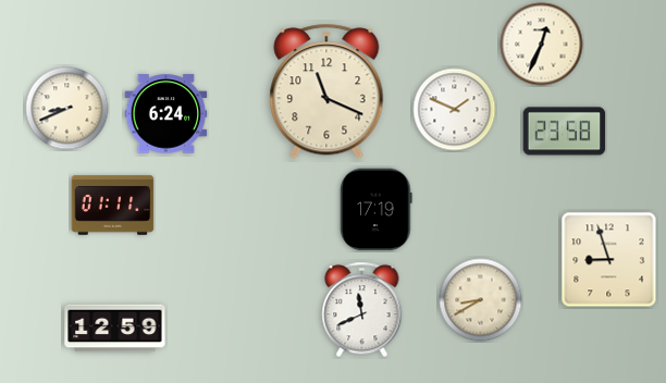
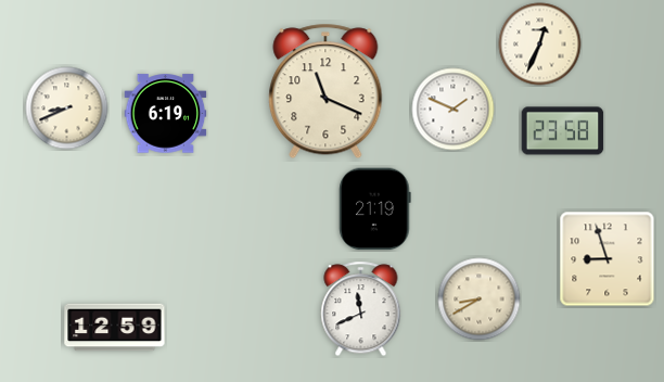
clock at (166, 114): 6:24 -> 6:19
clock at (113, 206): 01:11 -> none
clock at (377, 210): 17:19 -> 21:19
